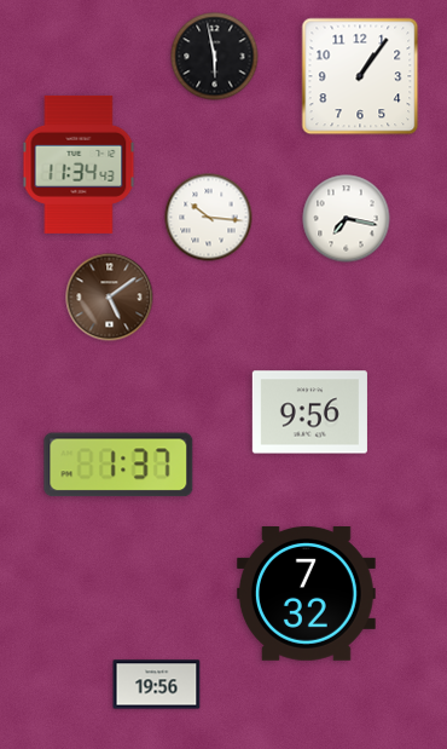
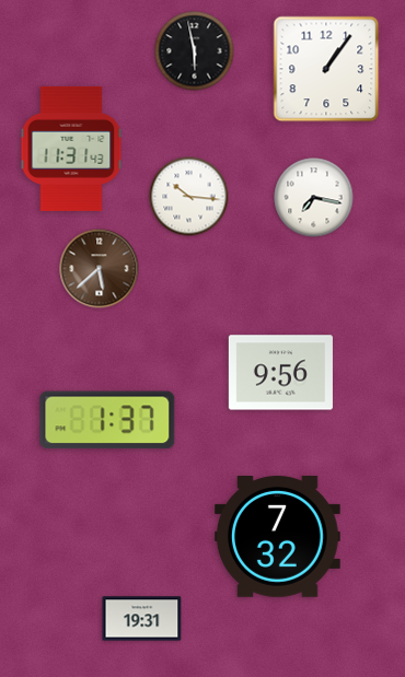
clock at (79, 165): 11:34 -> 11:31
clock at (110, 298): 5:09 -> 5:38
clock at (157, 685): 19:56 -> 19:31
